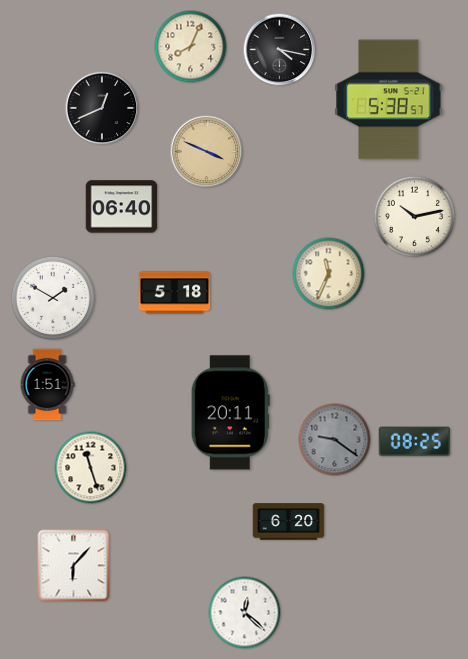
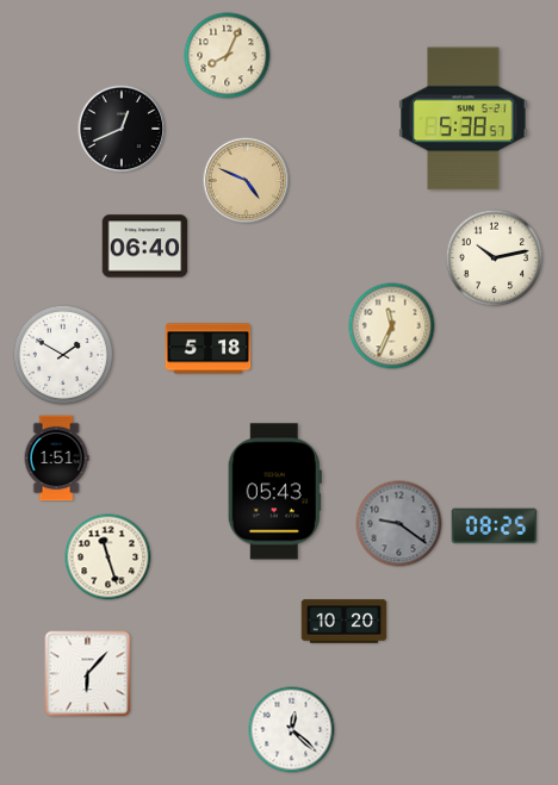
clock at (280, 50): 4:17 -> none
clock at (207, 152): 3:49 -> 4:49
clock at (230, 413): 20:11 -> 05:43
clock at (289, 522): 6:20 -> 10:20
